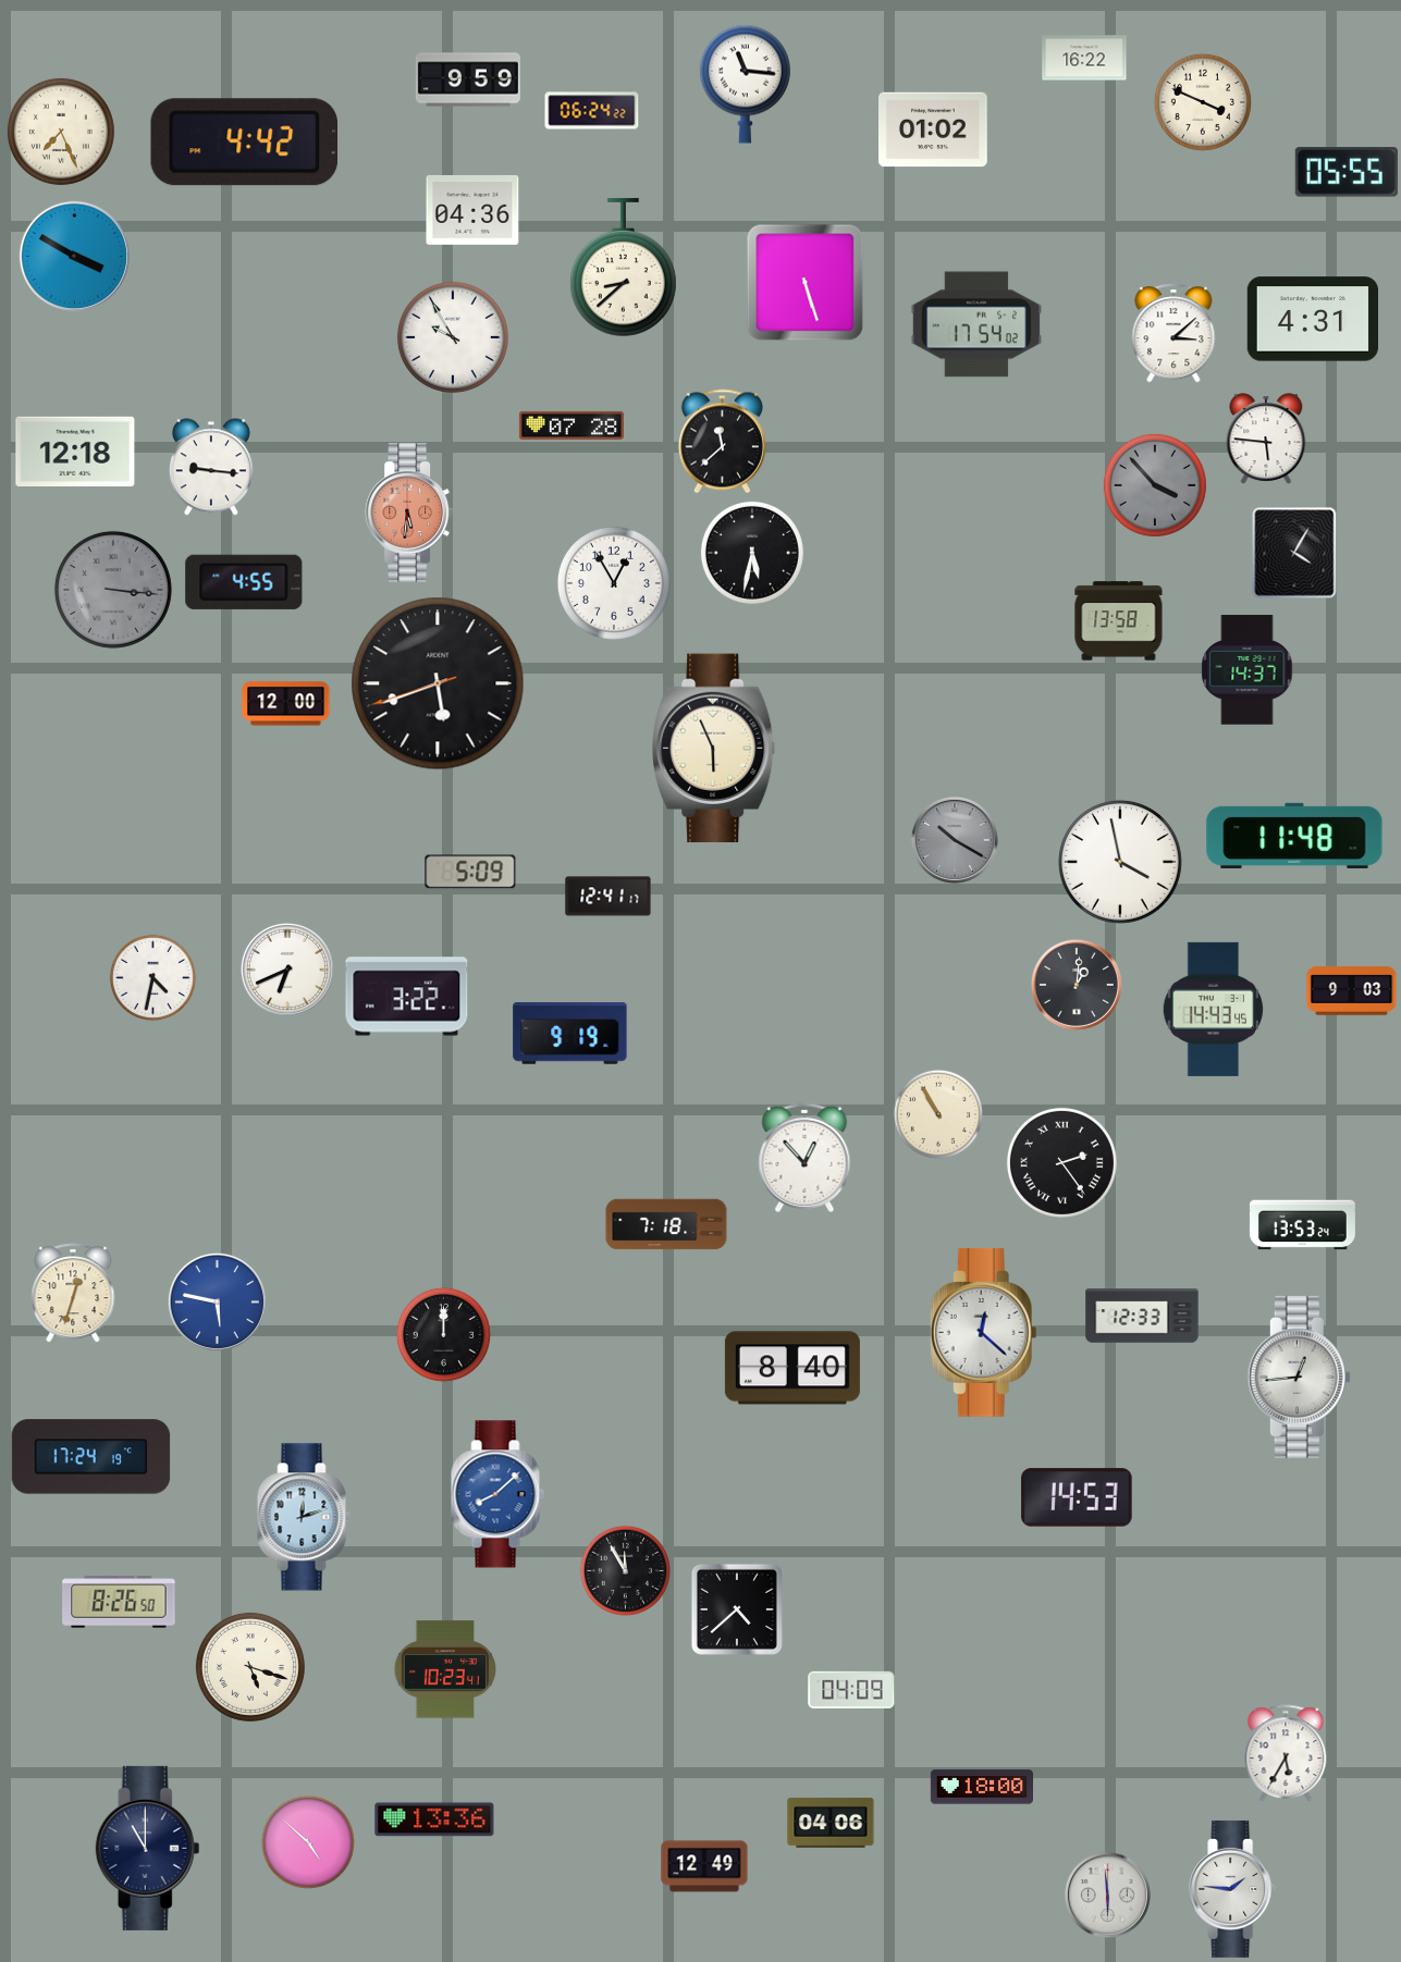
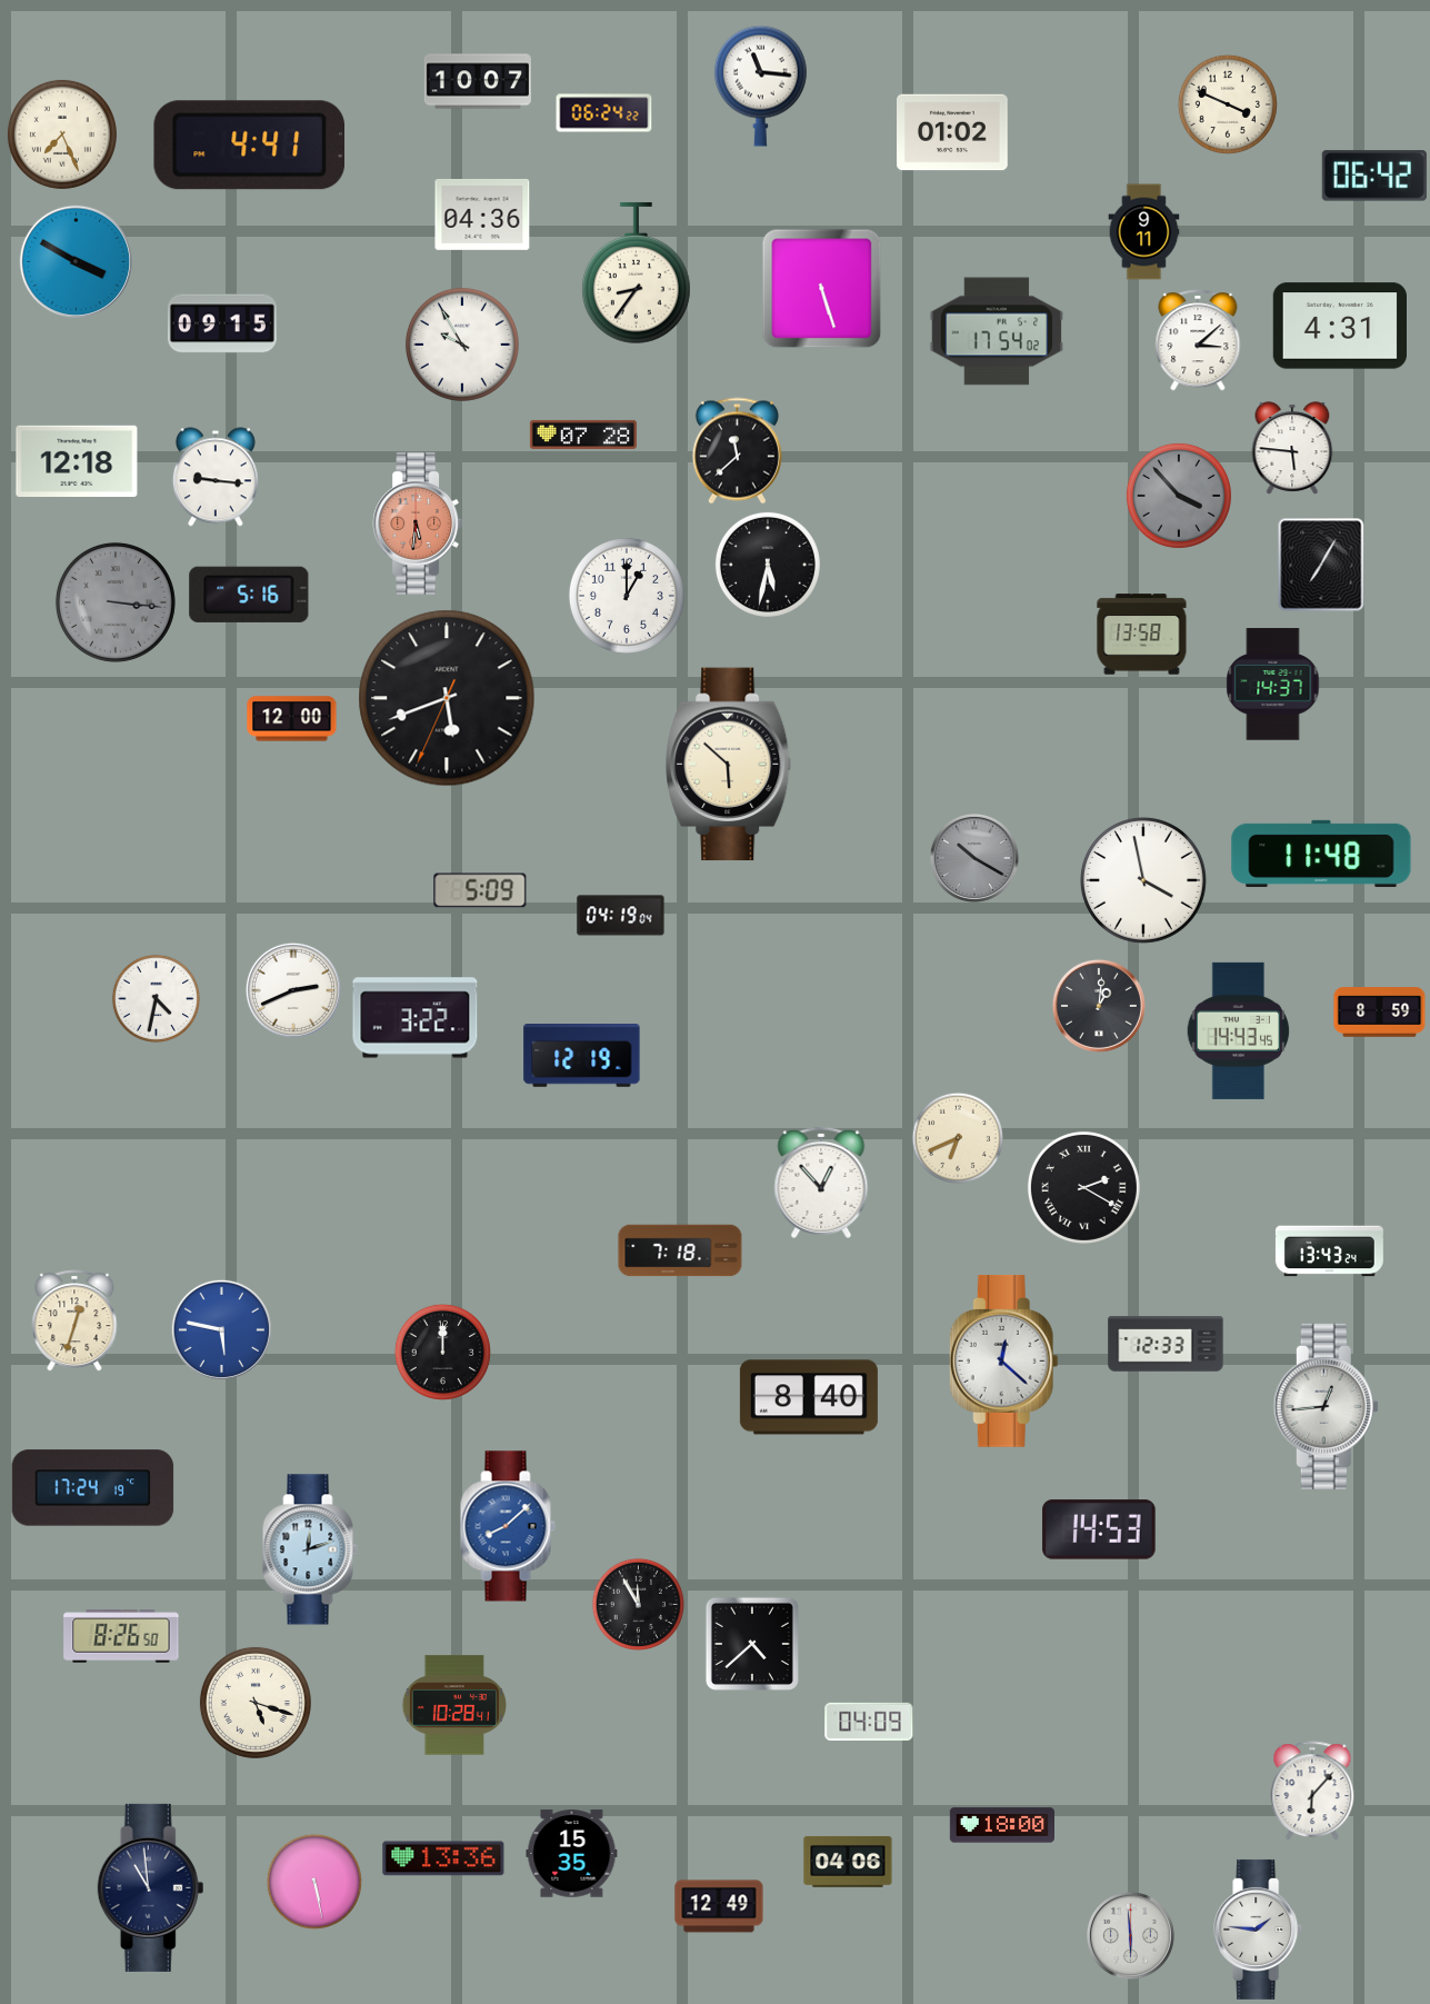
clock at (1084, 58): 16:22 -> none
clock at (468, 79): 9:59 -> 10:07
clock at (244, 143): 4:42 -> 4:41
clock at (1347, 172): 05:55 -> 06:42
clock at (1144, 232): none -> 9:11
clock at (624, 268): 8:38 -> 8:36
clock at (222, 323): none -> 09:15
clock at (1294, 553): 4:05 -> 7:05
clock at (244, 582): 4:55 -> 5:16
clock at (614, 583): 12:55 -> 1:00
clock at (438, 683): 5:41:42 -> 5:41:34
clock at (714, 749): 5:56 -> 5:52
clock at (609, 897): 12:41 -> 04:19
clock at (287, 970): 6:41 -> 2:41
clock at (1352, 991): 9:03 -> 8:59
clock at (570, 1034): 9:19 -> 12:19
clock at (937, 1113): 10:55 -> 6:41
clock at (1061, 1162): 2:24 -> 2:20
clock at (1302, 1225): 13:53 -> 13:43
clock at (443, 1334) position: (443, 1334) -> (442, 1352)
clock at (445, 1669): 10:23 -> 10:28
clock at (851, 1690) position: (851, 1690) -> (869, 1722)
clock at (1286, 1754): 5:35 -> 6:07
clock at (572, 1854): none -> 15:35
clock at (308, 1842): 4:52 -> 5:28
clock at (148, 1848): 11:00 -> 10:59
